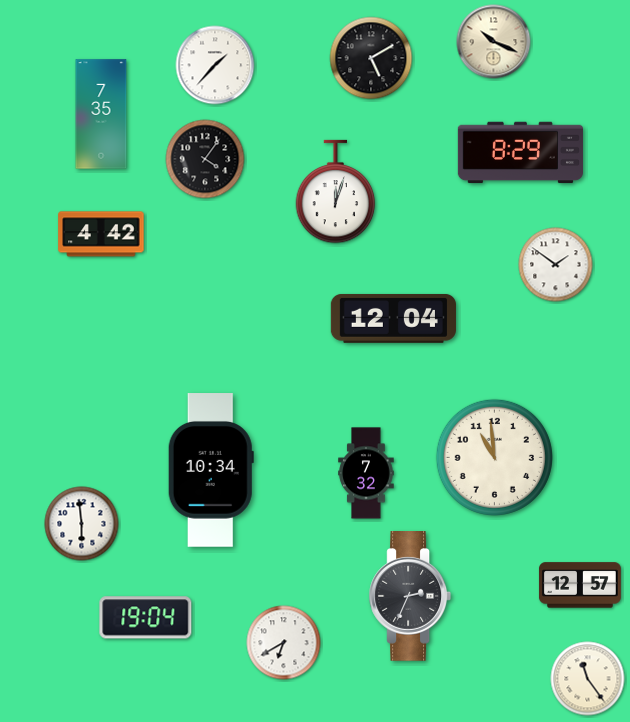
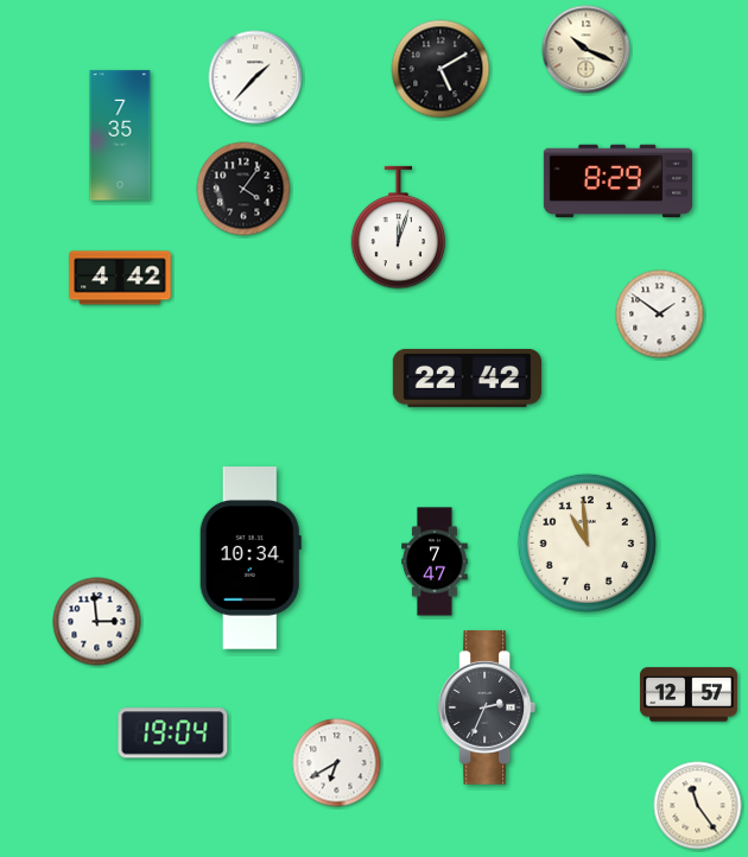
clock at (393, 318): 12:04 -> 22:42
clock at (366, 473): 7:32 -> 7:47
clock at (82, 524): 5:59 -> 2:59
